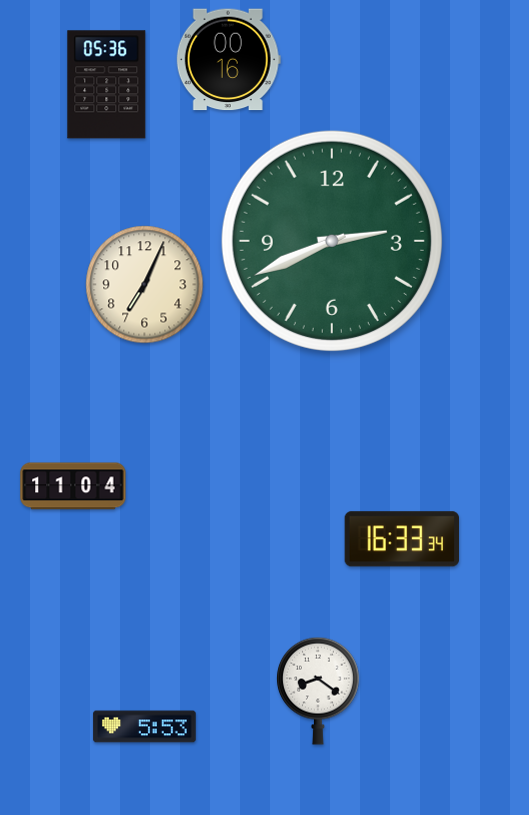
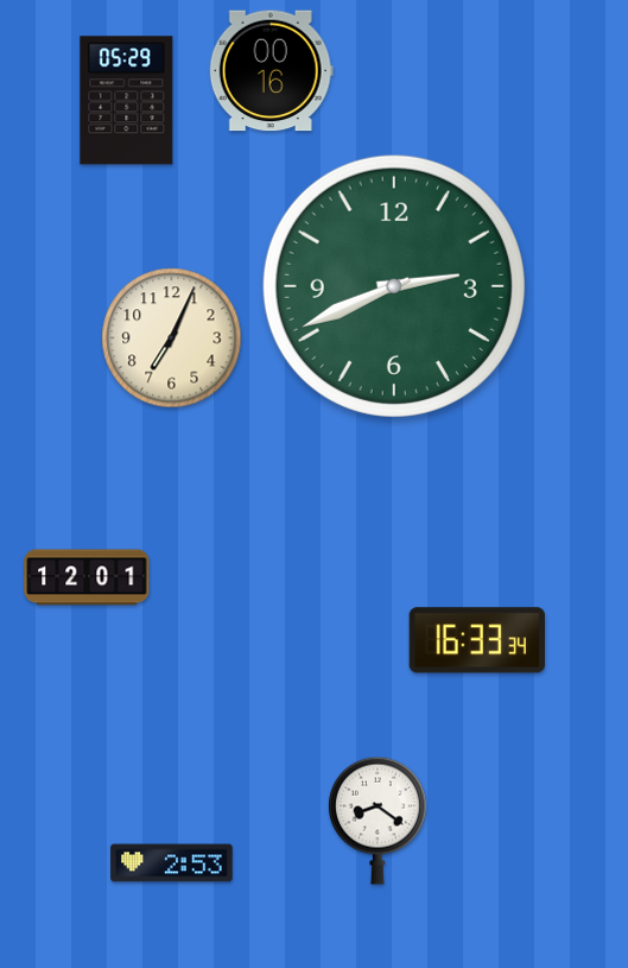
clock at (107, 85): 05:36 -> 05:29
clock at (73, 486): 11:04 -> 12:01
clock at (145, 727): 5:53 -> 2:53
